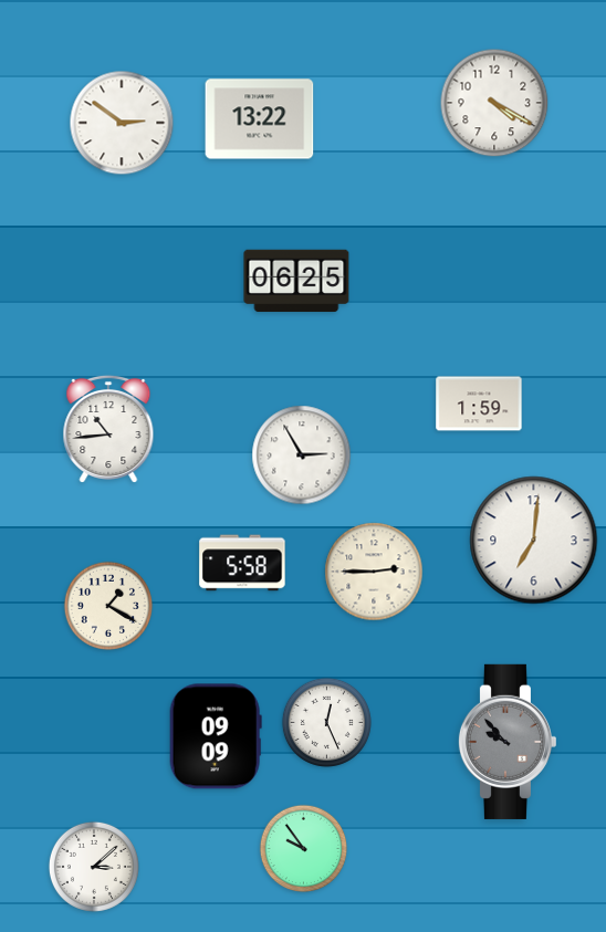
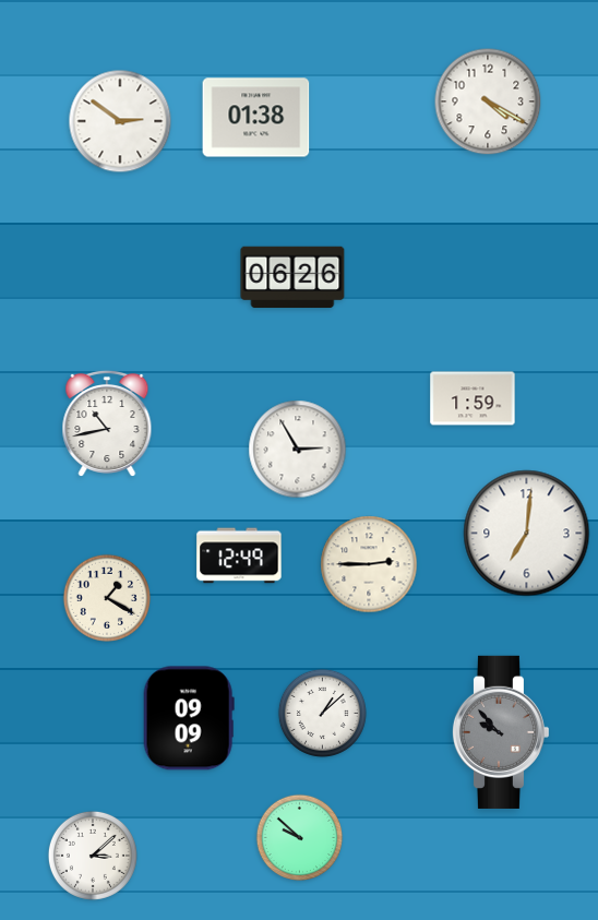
clock at (260, 119): 13:22 -> 01:38
clock at (296, 281): 06:25 -> 06:26
clock at (108, 428): 10:44 -> 10:43
clock at (242, 563): 5:58 -> 12:49
clock at (326, 722): 12:26 -> 1:08
clock at (216, 736) position: (216, 736) -> (189, 718)
clock at (304, 849): 9:54 -> 9:52
